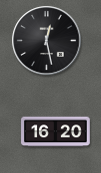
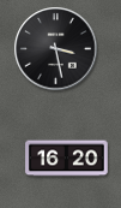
clock at (47, 41): 12:28 -> 3:28
